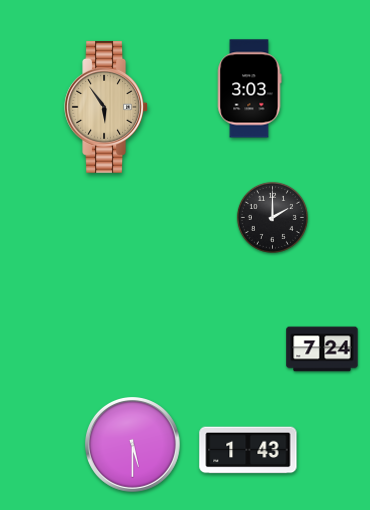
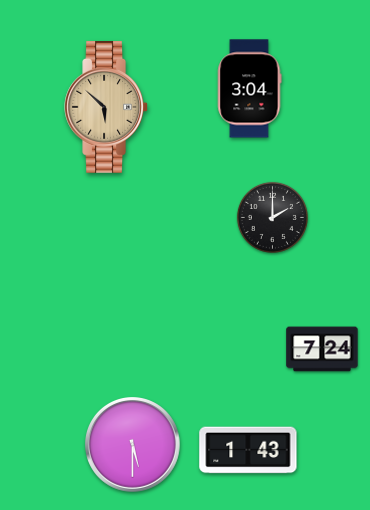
clock at (250, 89): 3:03 -> 3:04
clock at (106, 107): 5:54 -> 5:52
